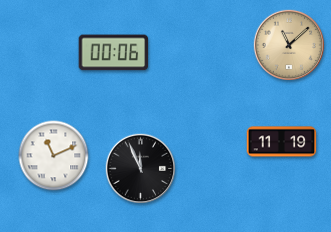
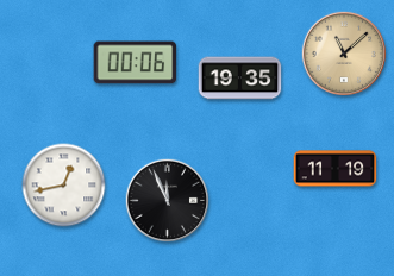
clock at (240, 79): none -> 19:35
clock at (54, 156): 11:11 -> 12:43
